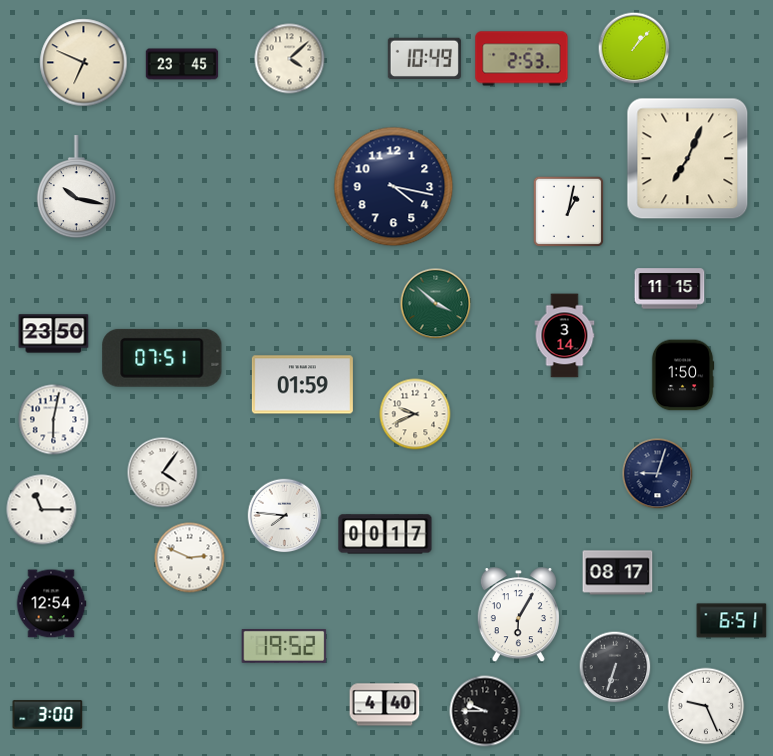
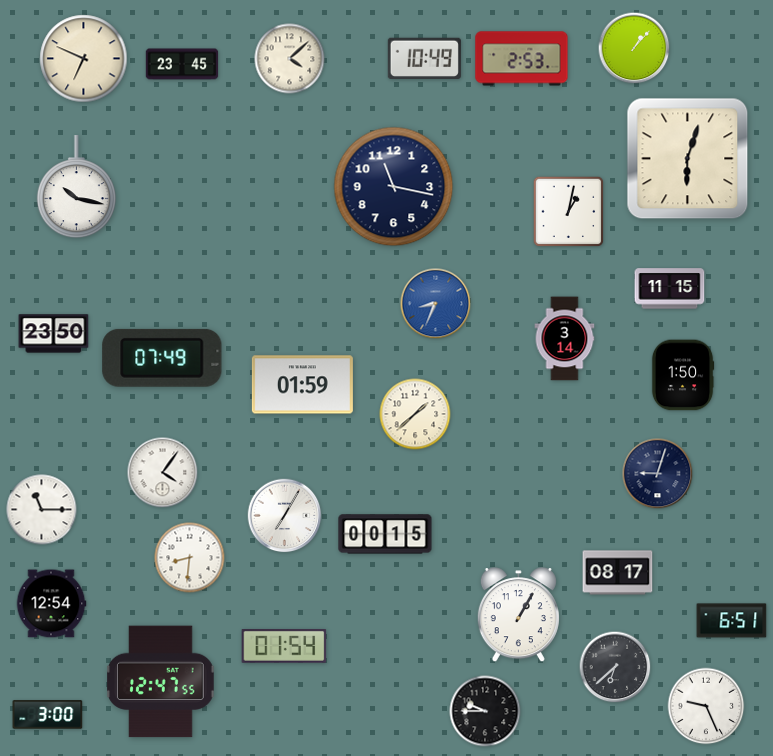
clock at (84, 63) position: (84, 63) -> (84, 59)
clock at (688, 159): 7:04 -> 6:03
clock at (394, 187): 4:17 -> 11:17
clock at (436, 304): 3:52 -> 8:34
clock at (436, 304) dial: green -> blue
clock at (565, 336) position: (565, 336) -> (565, 339)
clock at (162, 358): 07:51 -> 07:49
clock at (415, 414): 9:41 -> 1:38
clock at (54, 420): 6:02 -> none
clock at (285, 516): 7:46 -> 7:05
clock at (385, 534): 00:17 -> 00:15
clock at (190, 558): 2:49 -> 8:31
clock at (518, 615): 6:05 -> 1:05
clock at (284, 647): 19:52 -> 01:54
clock at (615, 667): 6:33 -> 6:38
clock at (161, 682): none -> 12:47
clock at (385, 705): 4:40 -> none
